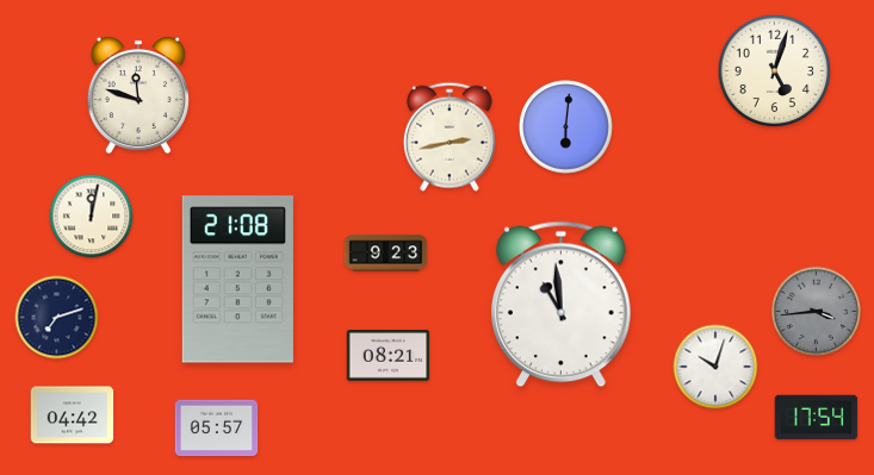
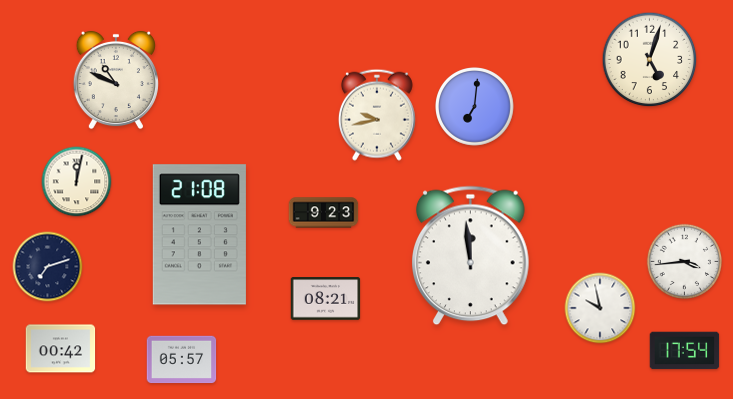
clock at (138, 95): 11:48 -> 10:49
clock at (566, 127): 6:01 -> 7:01
clock at (450, 137): 2:43 -> 9:43
clock at (562, 305): 10:59 -> 11:59
clock at (816, 311) dial: grey -> white
clock at (715, 367): 10:03 -> 9:58
clock at (73, 415): 04:42 -> 00:42
